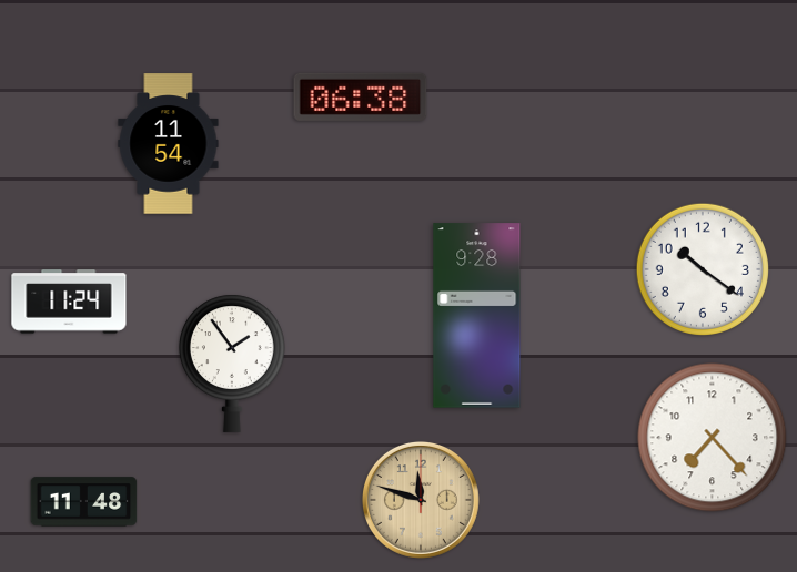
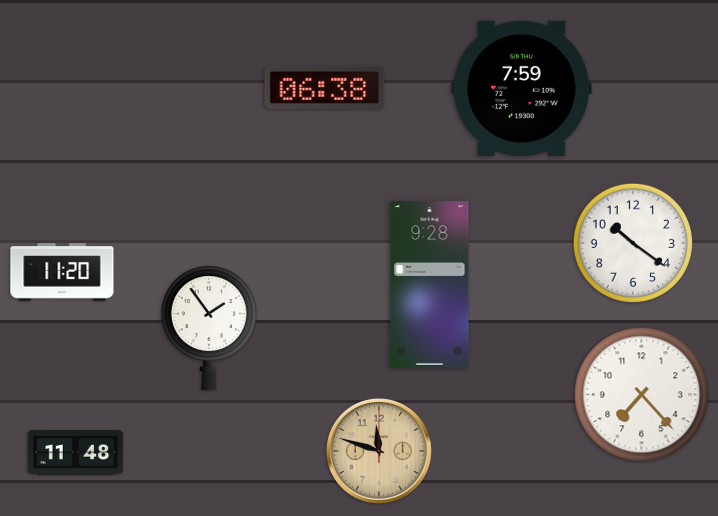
clock at (522, 88): none -> 7:59
clock at (169, 144): 11:54 -> none
clock at (69, 302): 11:24 -> 11:20
